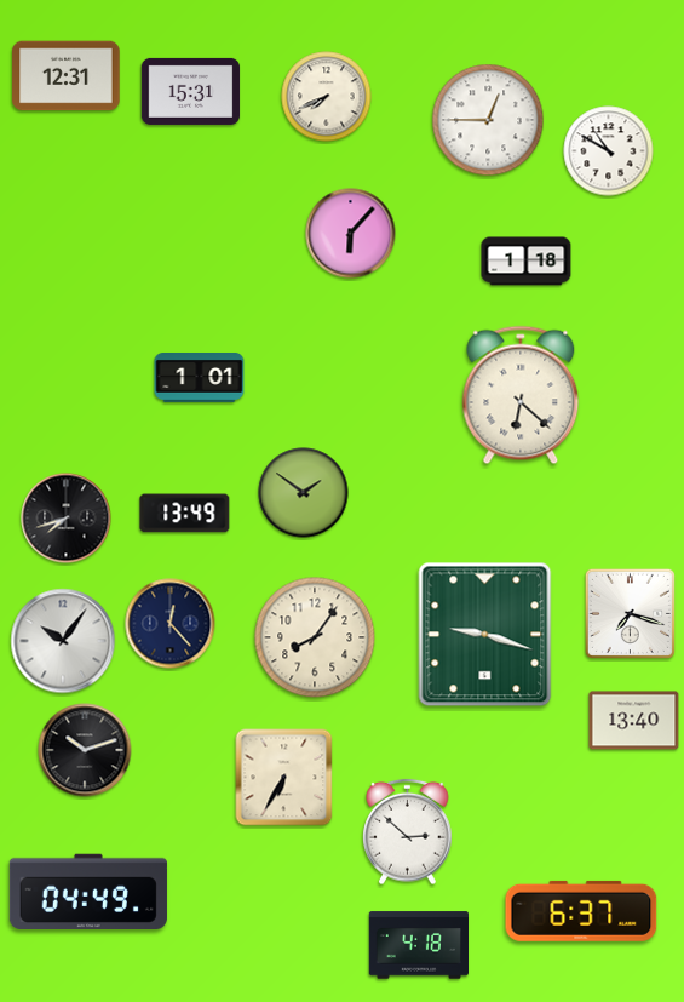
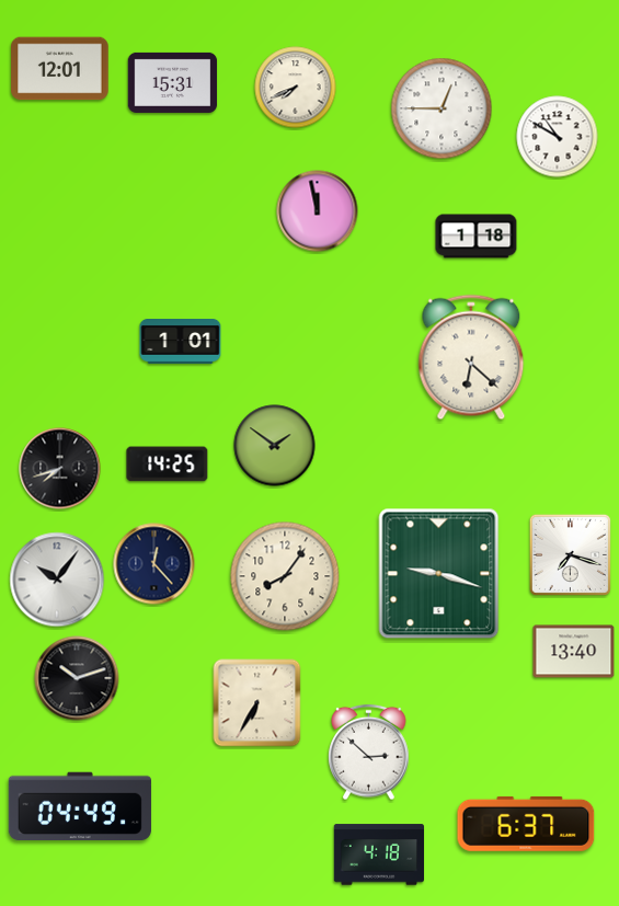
clock at (67, 76): 12:31 -> 12:01
clock at (609, 151) position: (609, 151) -> (558, 137)
clock at (351, 234): 6:07 -> 11:58
clock at (185, 514): 13:49 -> 14:25
